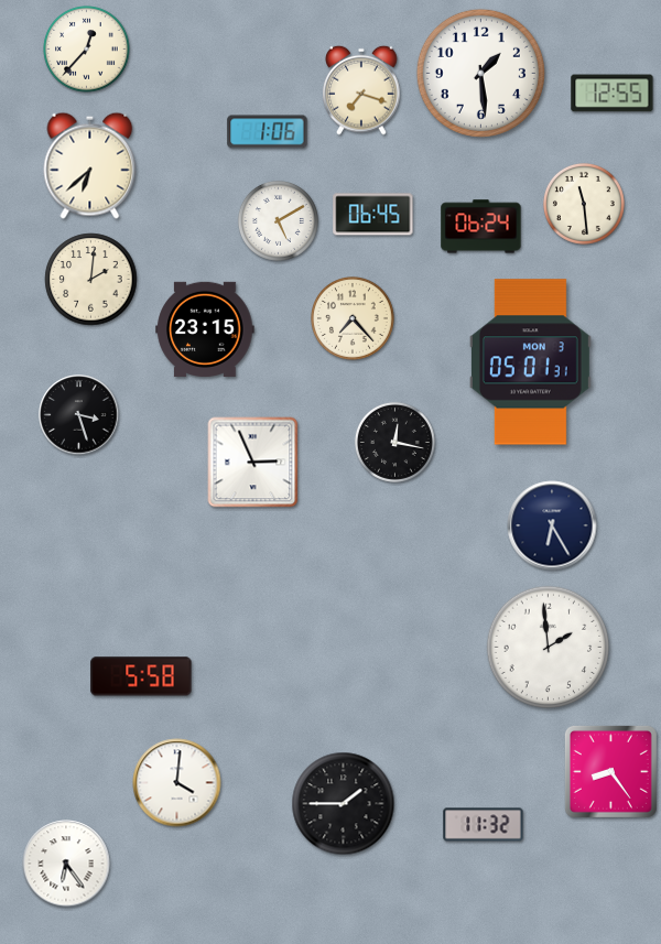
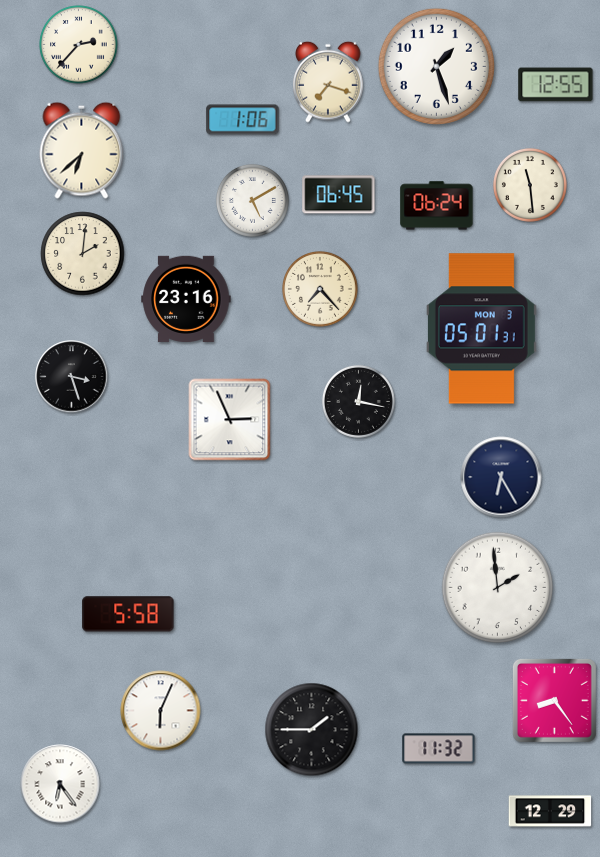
clock at (87, 50): 12:37 -> 2:37
clock at (480, 73): 1:29 -> 1:27
clock at (205, 329): 23:15 -> 23:16
clock at (177, 783): 4:01 -> 6:04
clock at (550, 811): none -> 12:29
